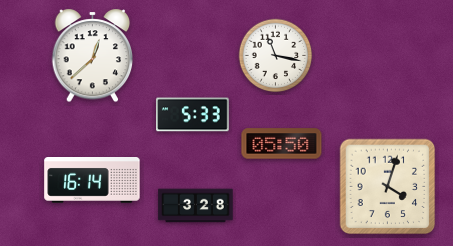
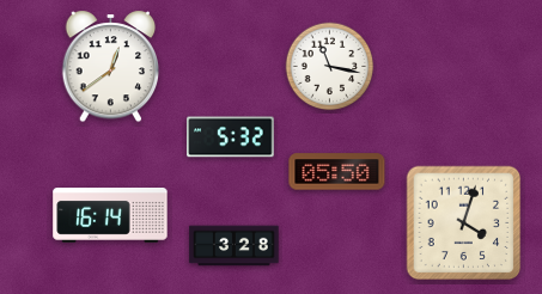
clock at (93, 56): 12:38 -> 12:39
clock at (193, 115): 5:33 -> 5:32
